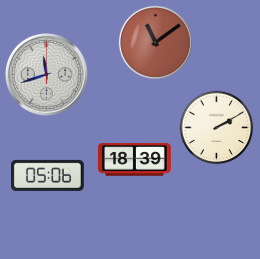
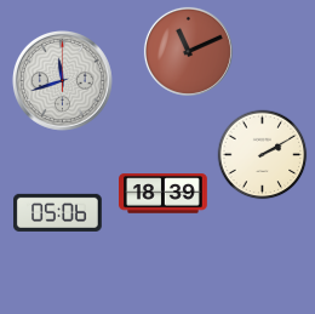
clock at (155, 42): 11:09 -> 11:11
clock at (46, 74) position: (46, 74) -> (62, 80)
